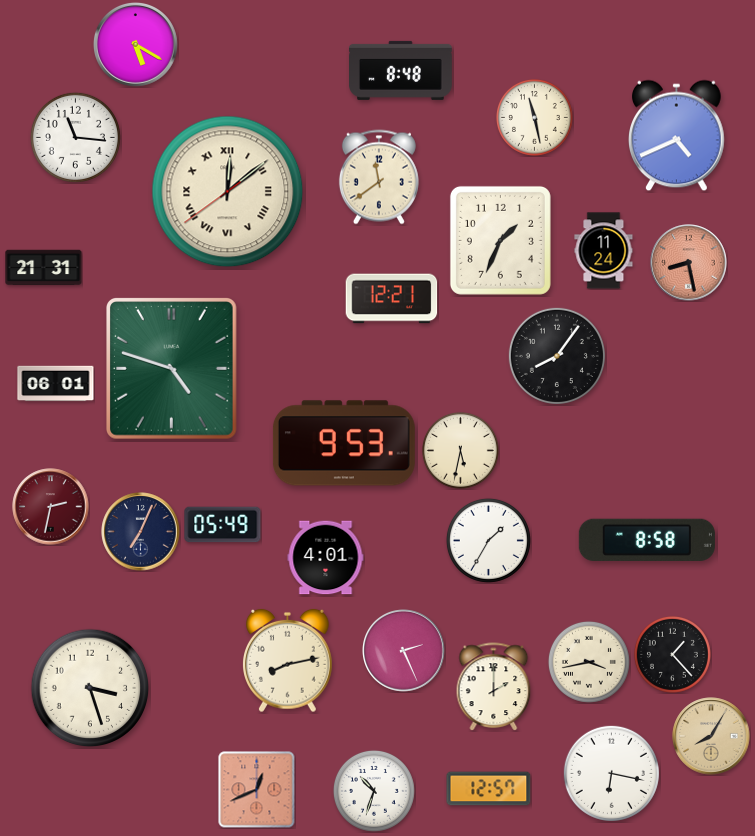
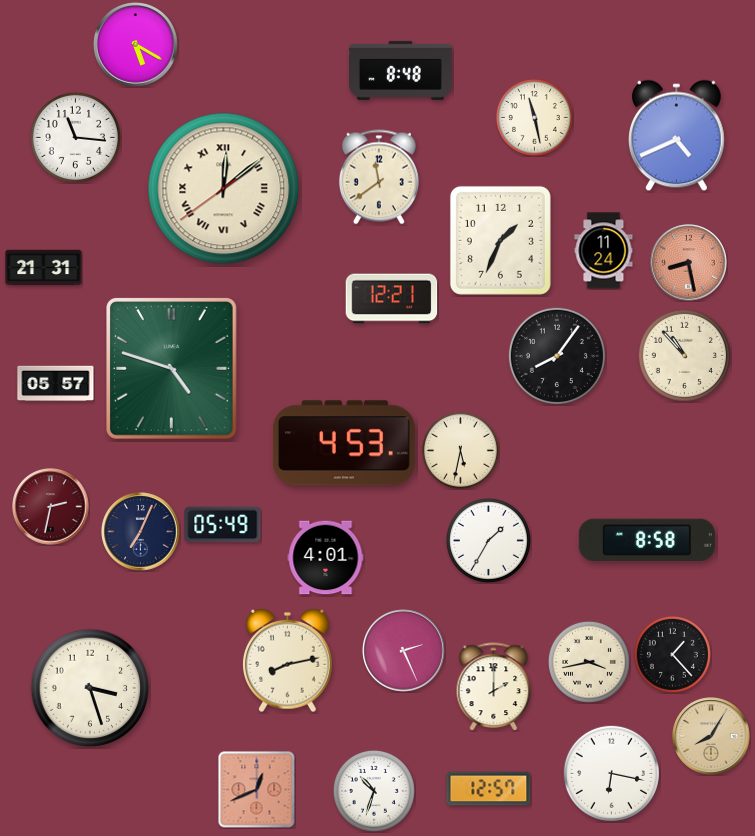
clock at (228, 192) position: (228, 192) -> (224, 189)
clock at (684, 355): none -> 10:53
clock at (56, 384): 06:01 -> 05:57
clock at (344, 443): 9:53 -> 4:53
